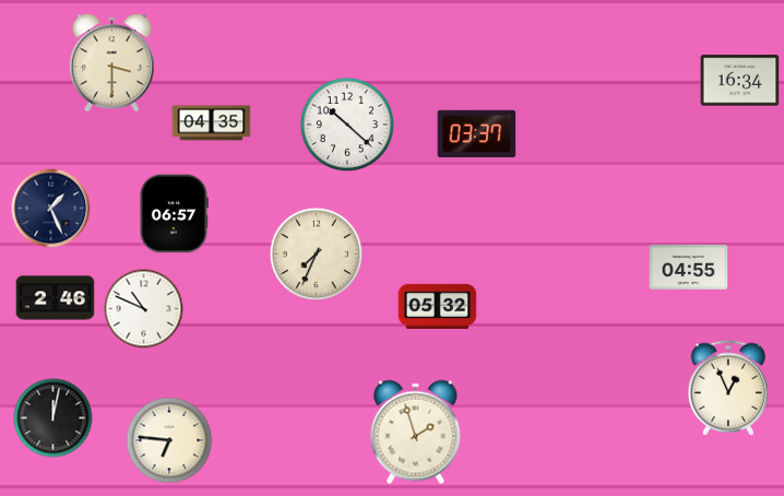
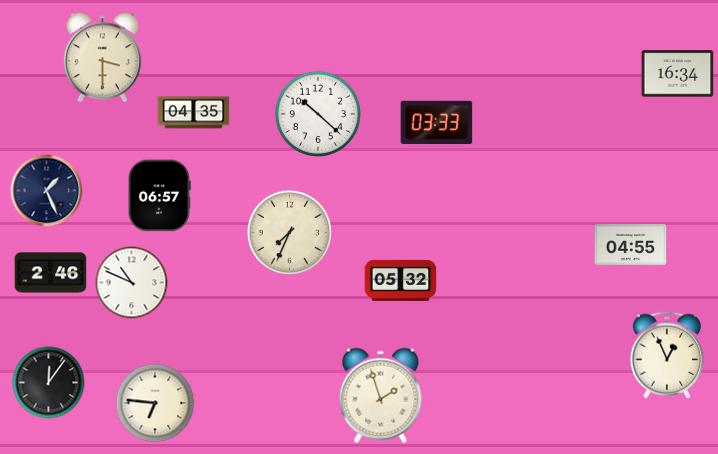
clock at (477, 134): 03:37 -> 03:33
clock at (54, 418): 12:02 -> 12:06
